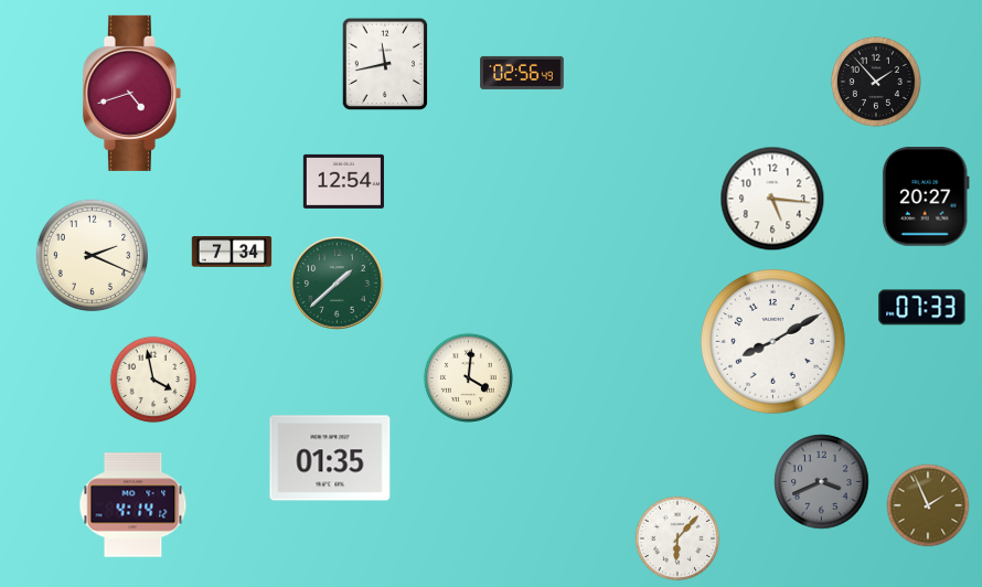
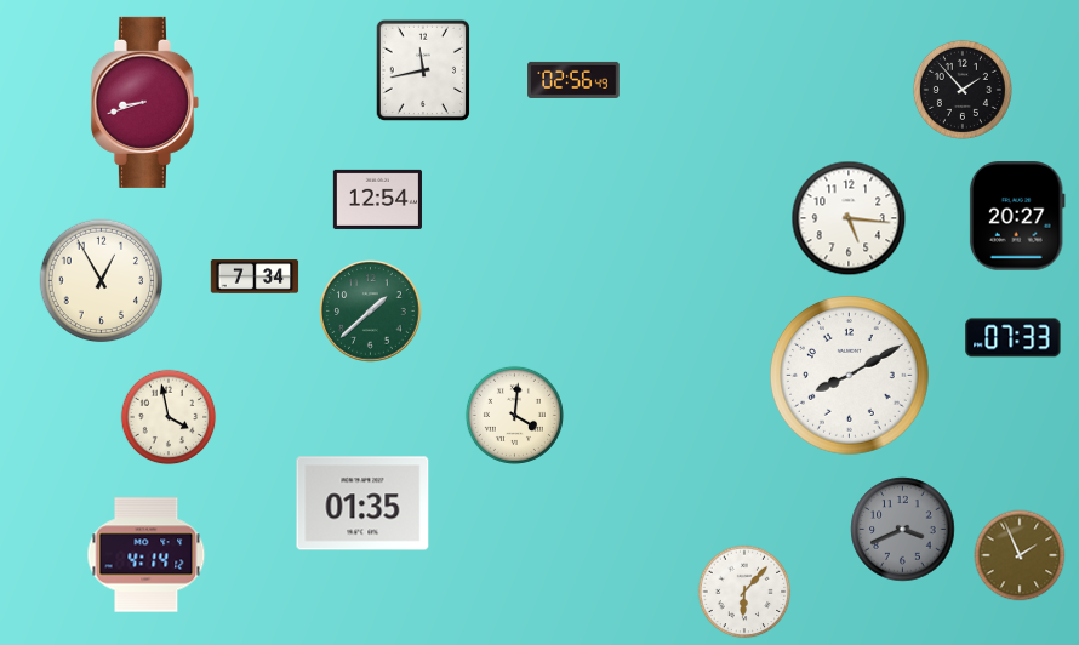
clock at (131, 93): 4:42 -> 8:42
clock at (93, 256): 2:19 -> 12:55
